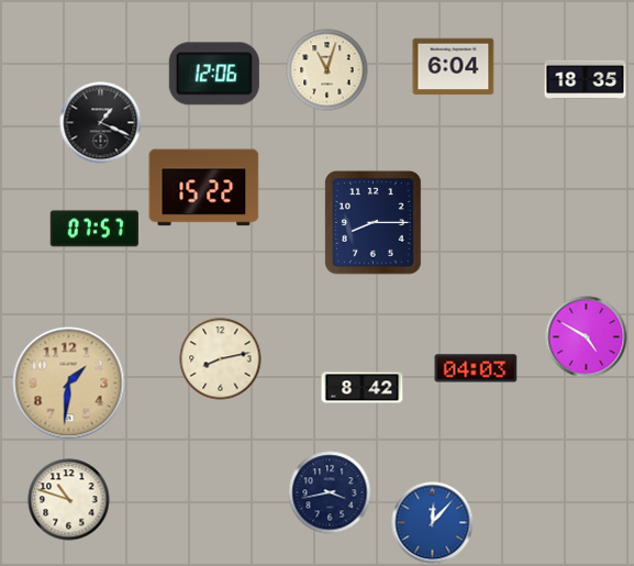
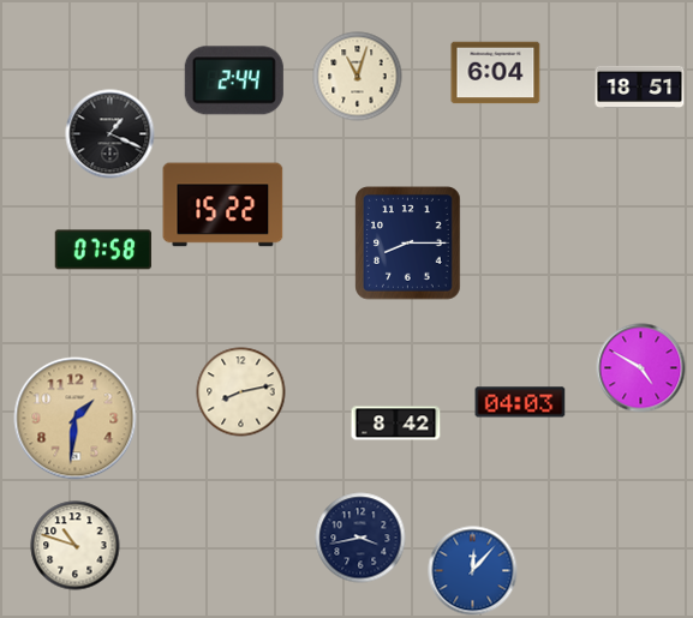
clock at (214, 74): 12:06 -> 2:44
clock at (586, 79): 18:35 -> 18:51
clock at (94, 229): 07:57 -> 07:58
